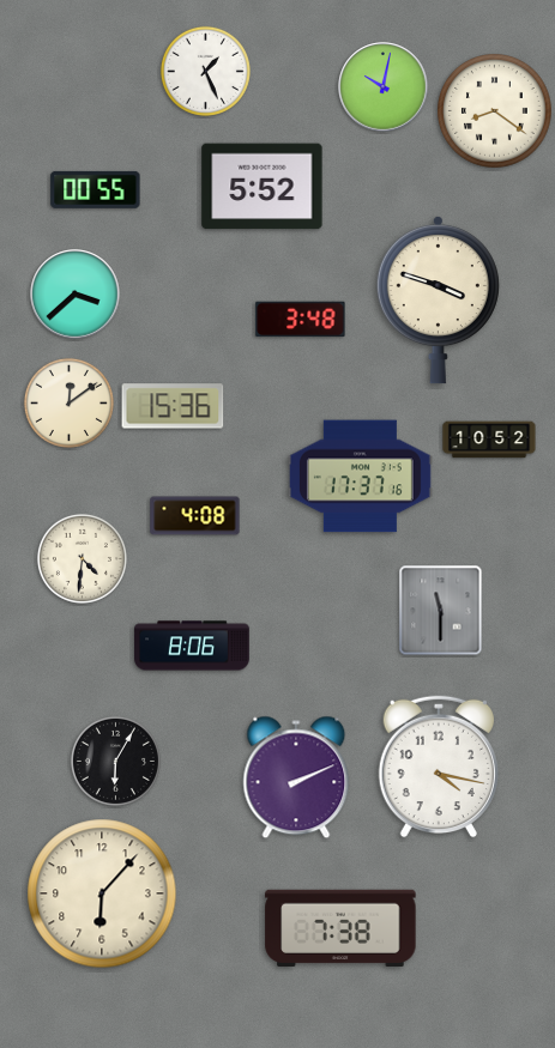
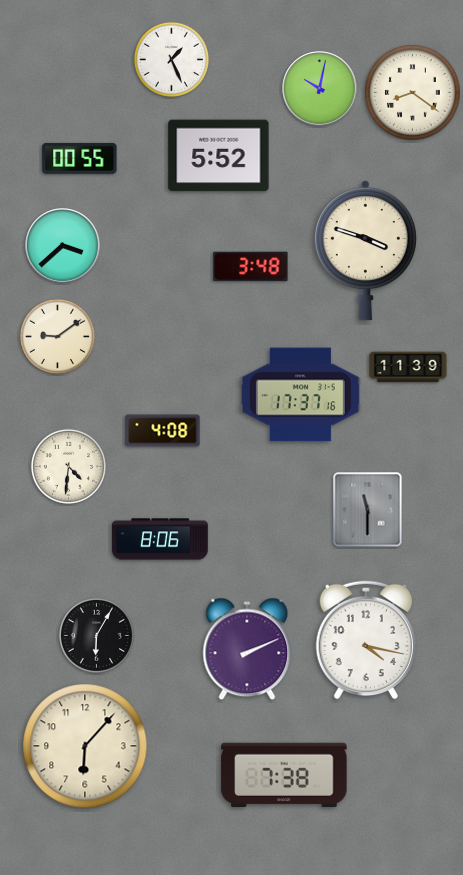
clock at (384, 87) position: (384, 87) -> (320, 89)
clock at (68, 402): 12:09 -> 9:09
clock at (173, 406): 15:36 -> none
clock at (489, 440): 10:52 -> 11:39
clock at (360, 477) position: (360, 477) -> (300, 395)
